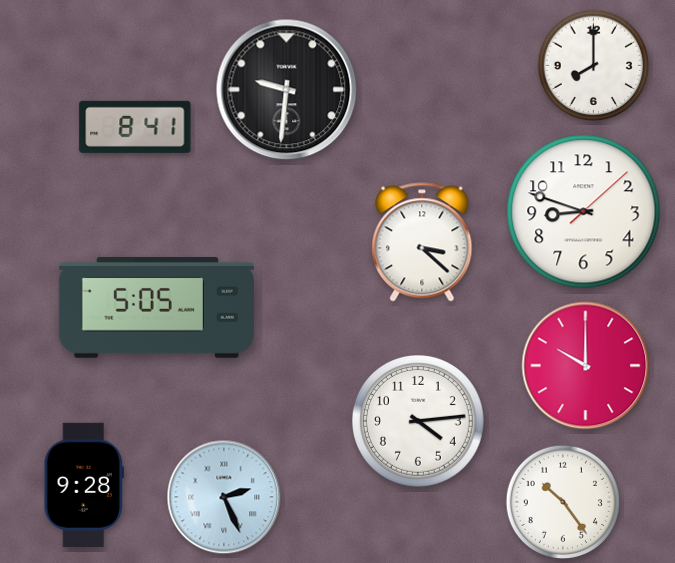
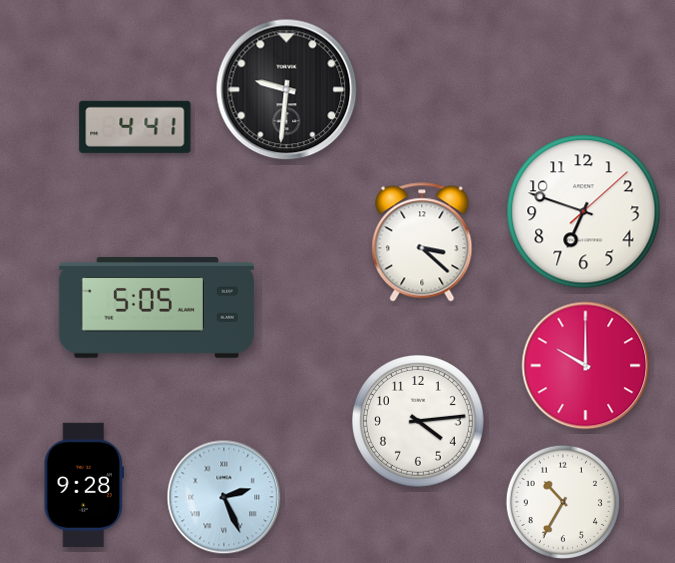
clock at (594, 66): 8:00 -> none
clock at (135, 127): 8:41 -> 4:41
clock at (584, 212): 8:48 -> 6:48
clock at (562, 501): 10:24 -> 10:35
